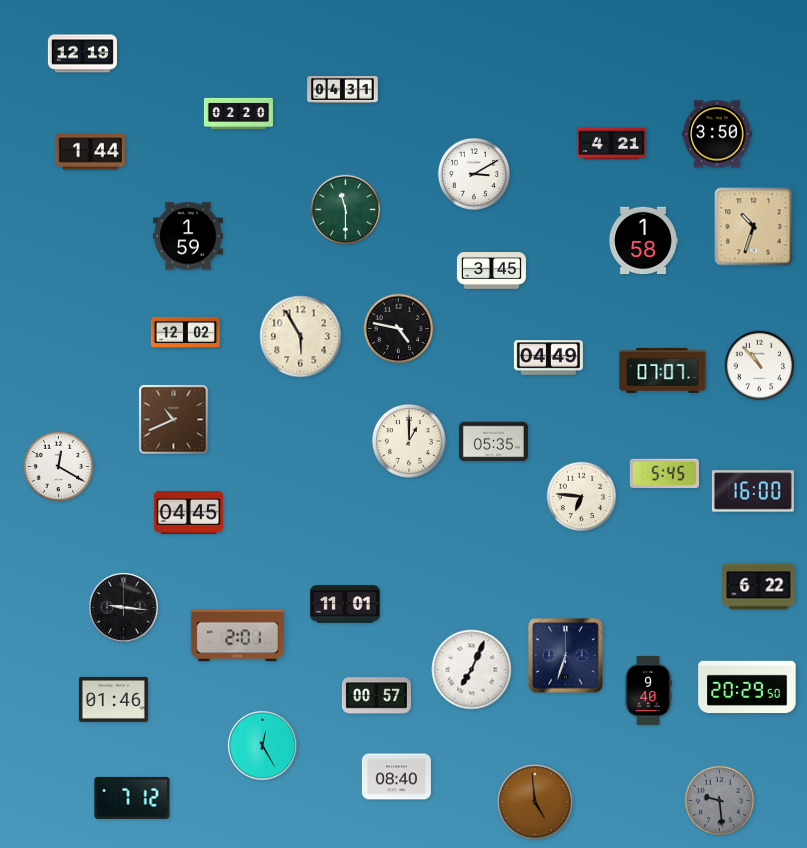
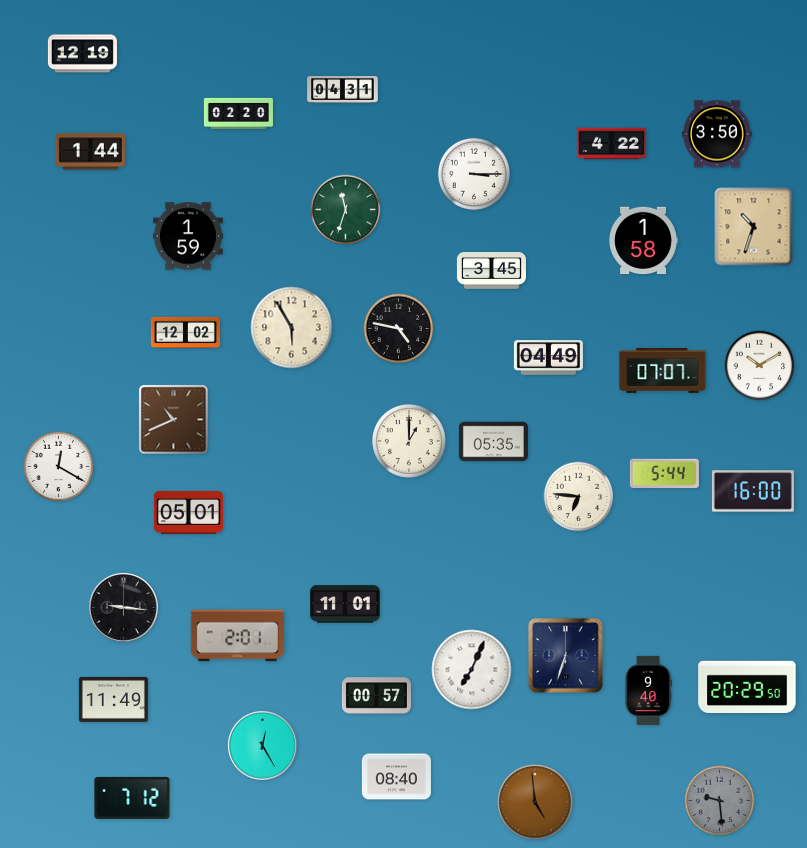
clock at (611, 144): 4:21 -> 4:22
clock at (474, 174): 3:10 -> 3:15
clock at (346, 210): 11:30 -> 11:33
clock at (301, 337) position: (301, 337) -> (292, 328)
clock at (760, 366): 10:53 -> 10:10
clock at (664, 474): 5:45 -> 5:44
clock at (582, 497) position: (582, 497) -> (579, 497)
clock at (188, 512): 04:45 -> 05:01
clock at (759, 587): 6:22 -> none
clock at (113, 699): 01:46 -> 11:49
